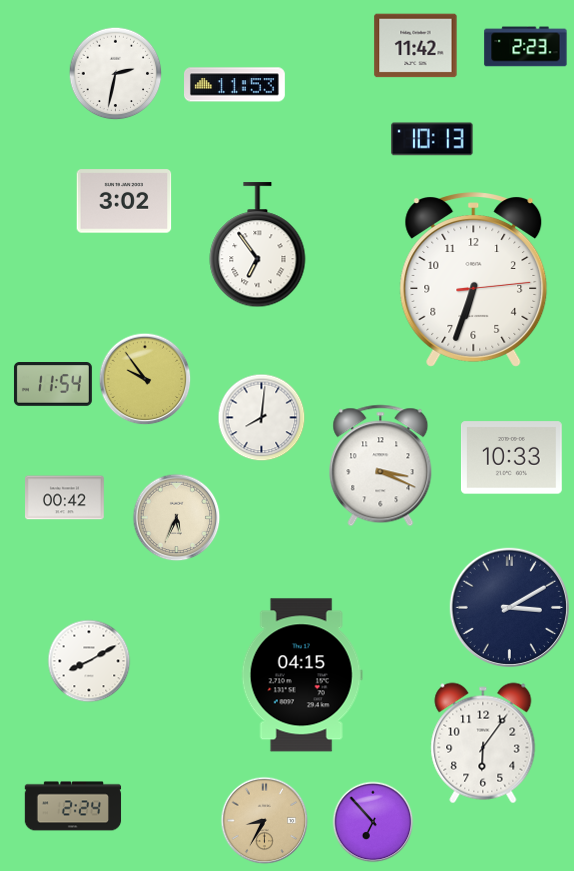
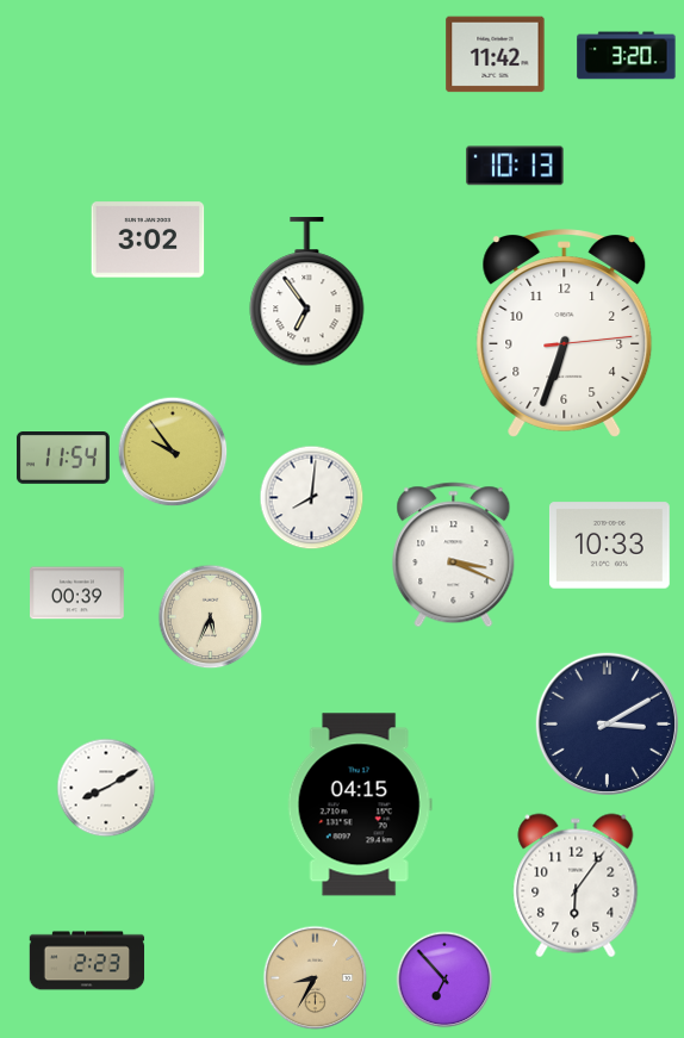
clock at (526, 47): 2:23 -> 3:20
clock at (116, 74): 2:32 -> none
clock at (235, 85): 11:53 -> none
clock at (65, 498): 00:42 -> 00:39
clock at (73, 806): 2:24 -> 2:23
